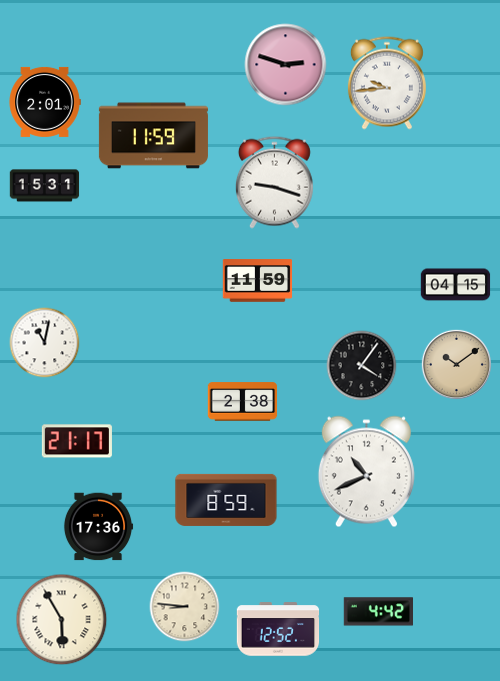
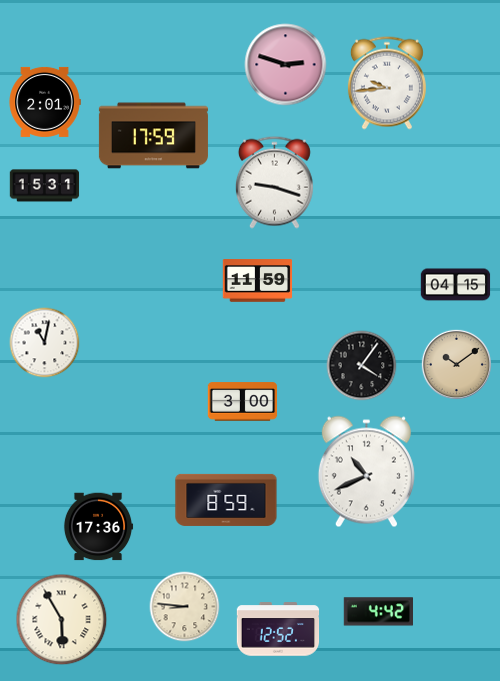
clock at (153, 136): 11:59 -> 17:59
clock at (243, 402): 2:38 -> 3:00
clock at (77, 441): 21:17 -> none
